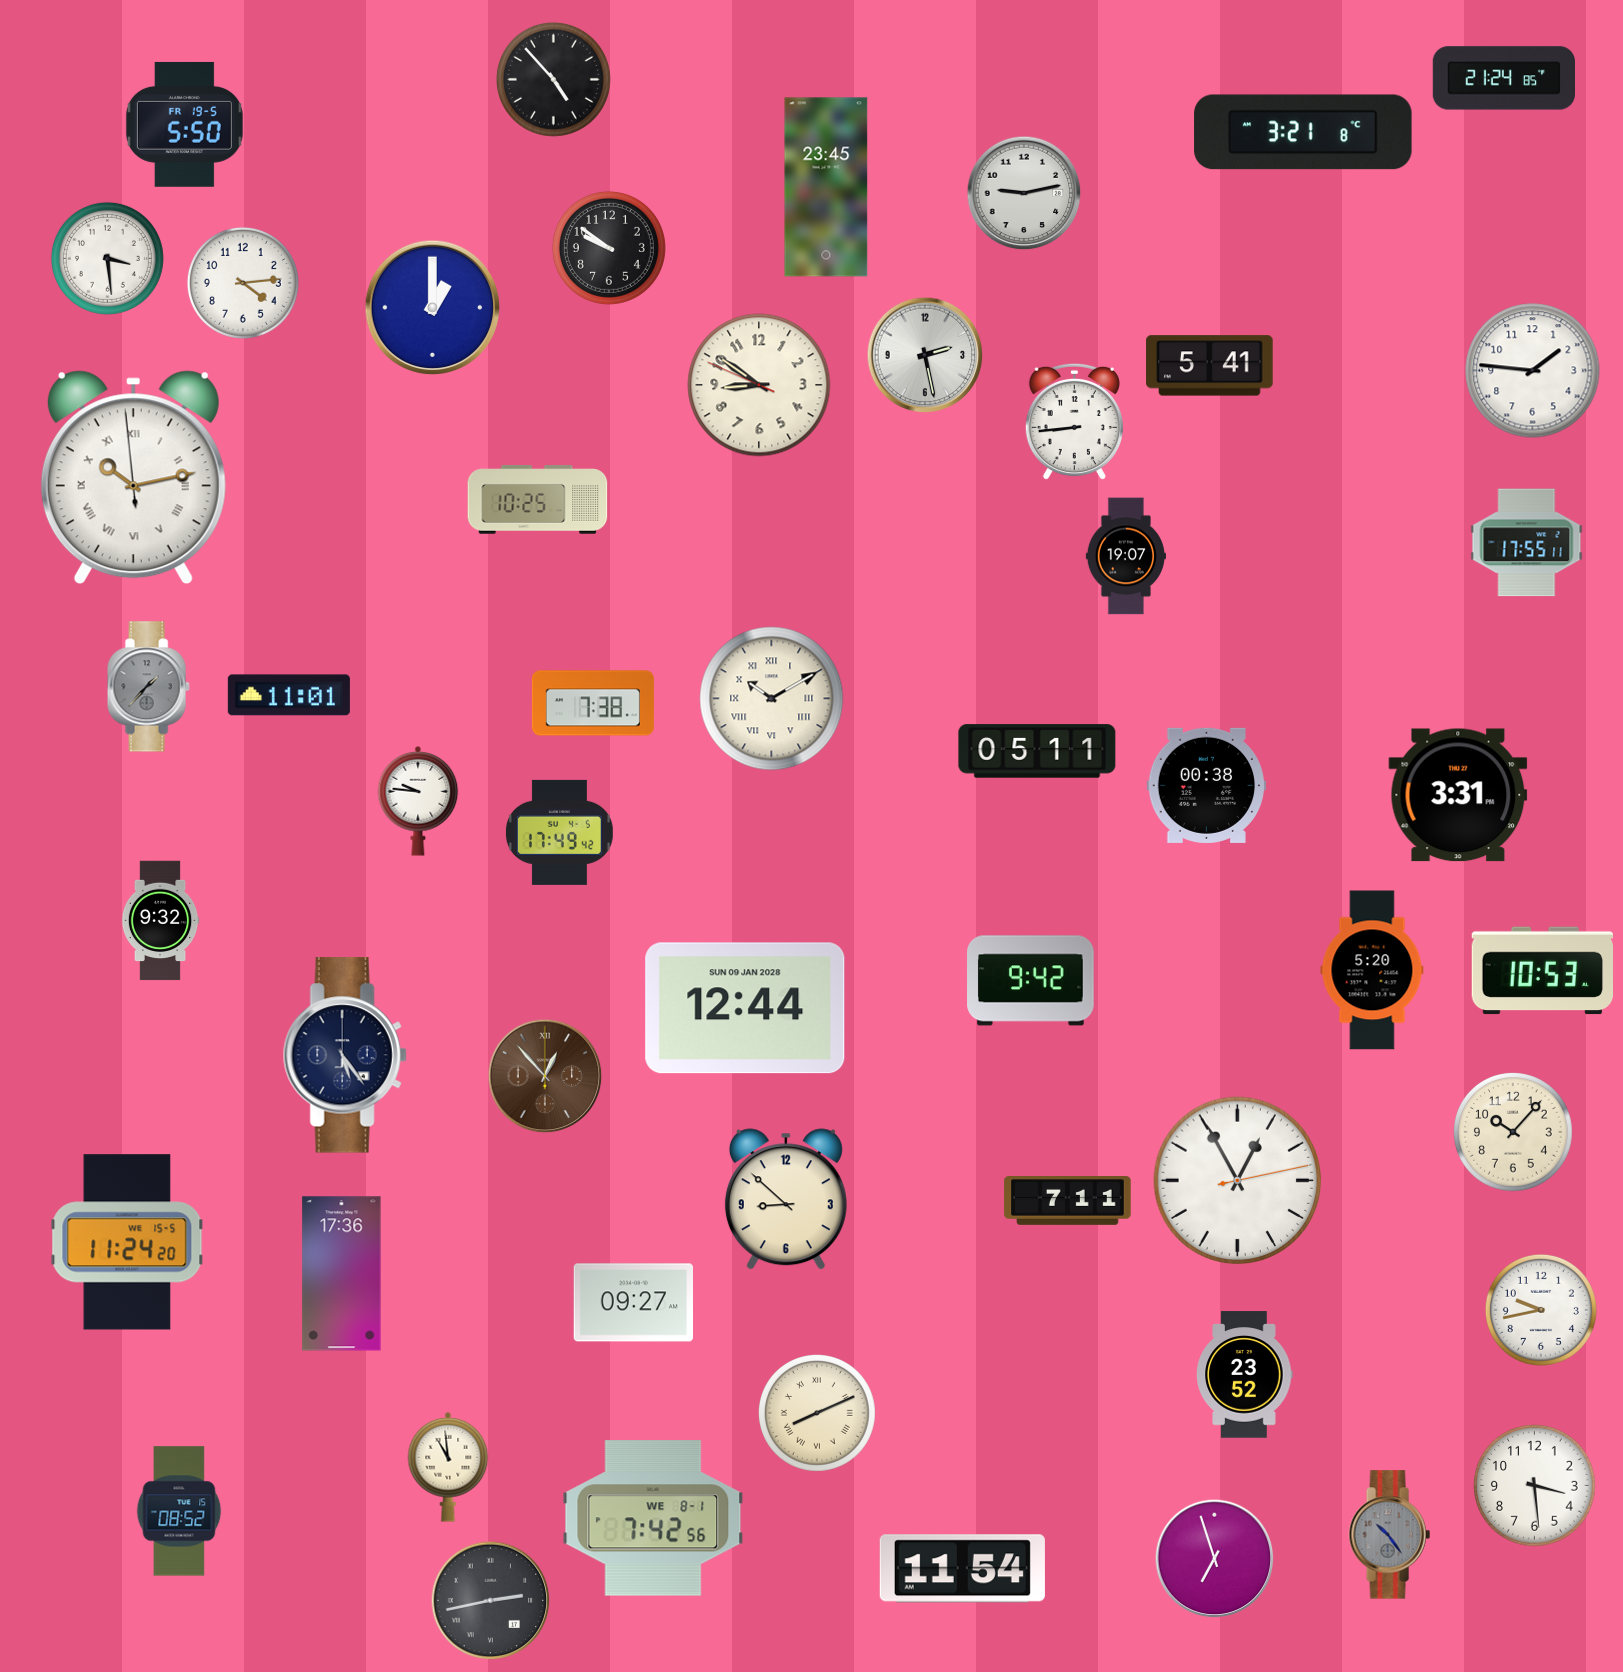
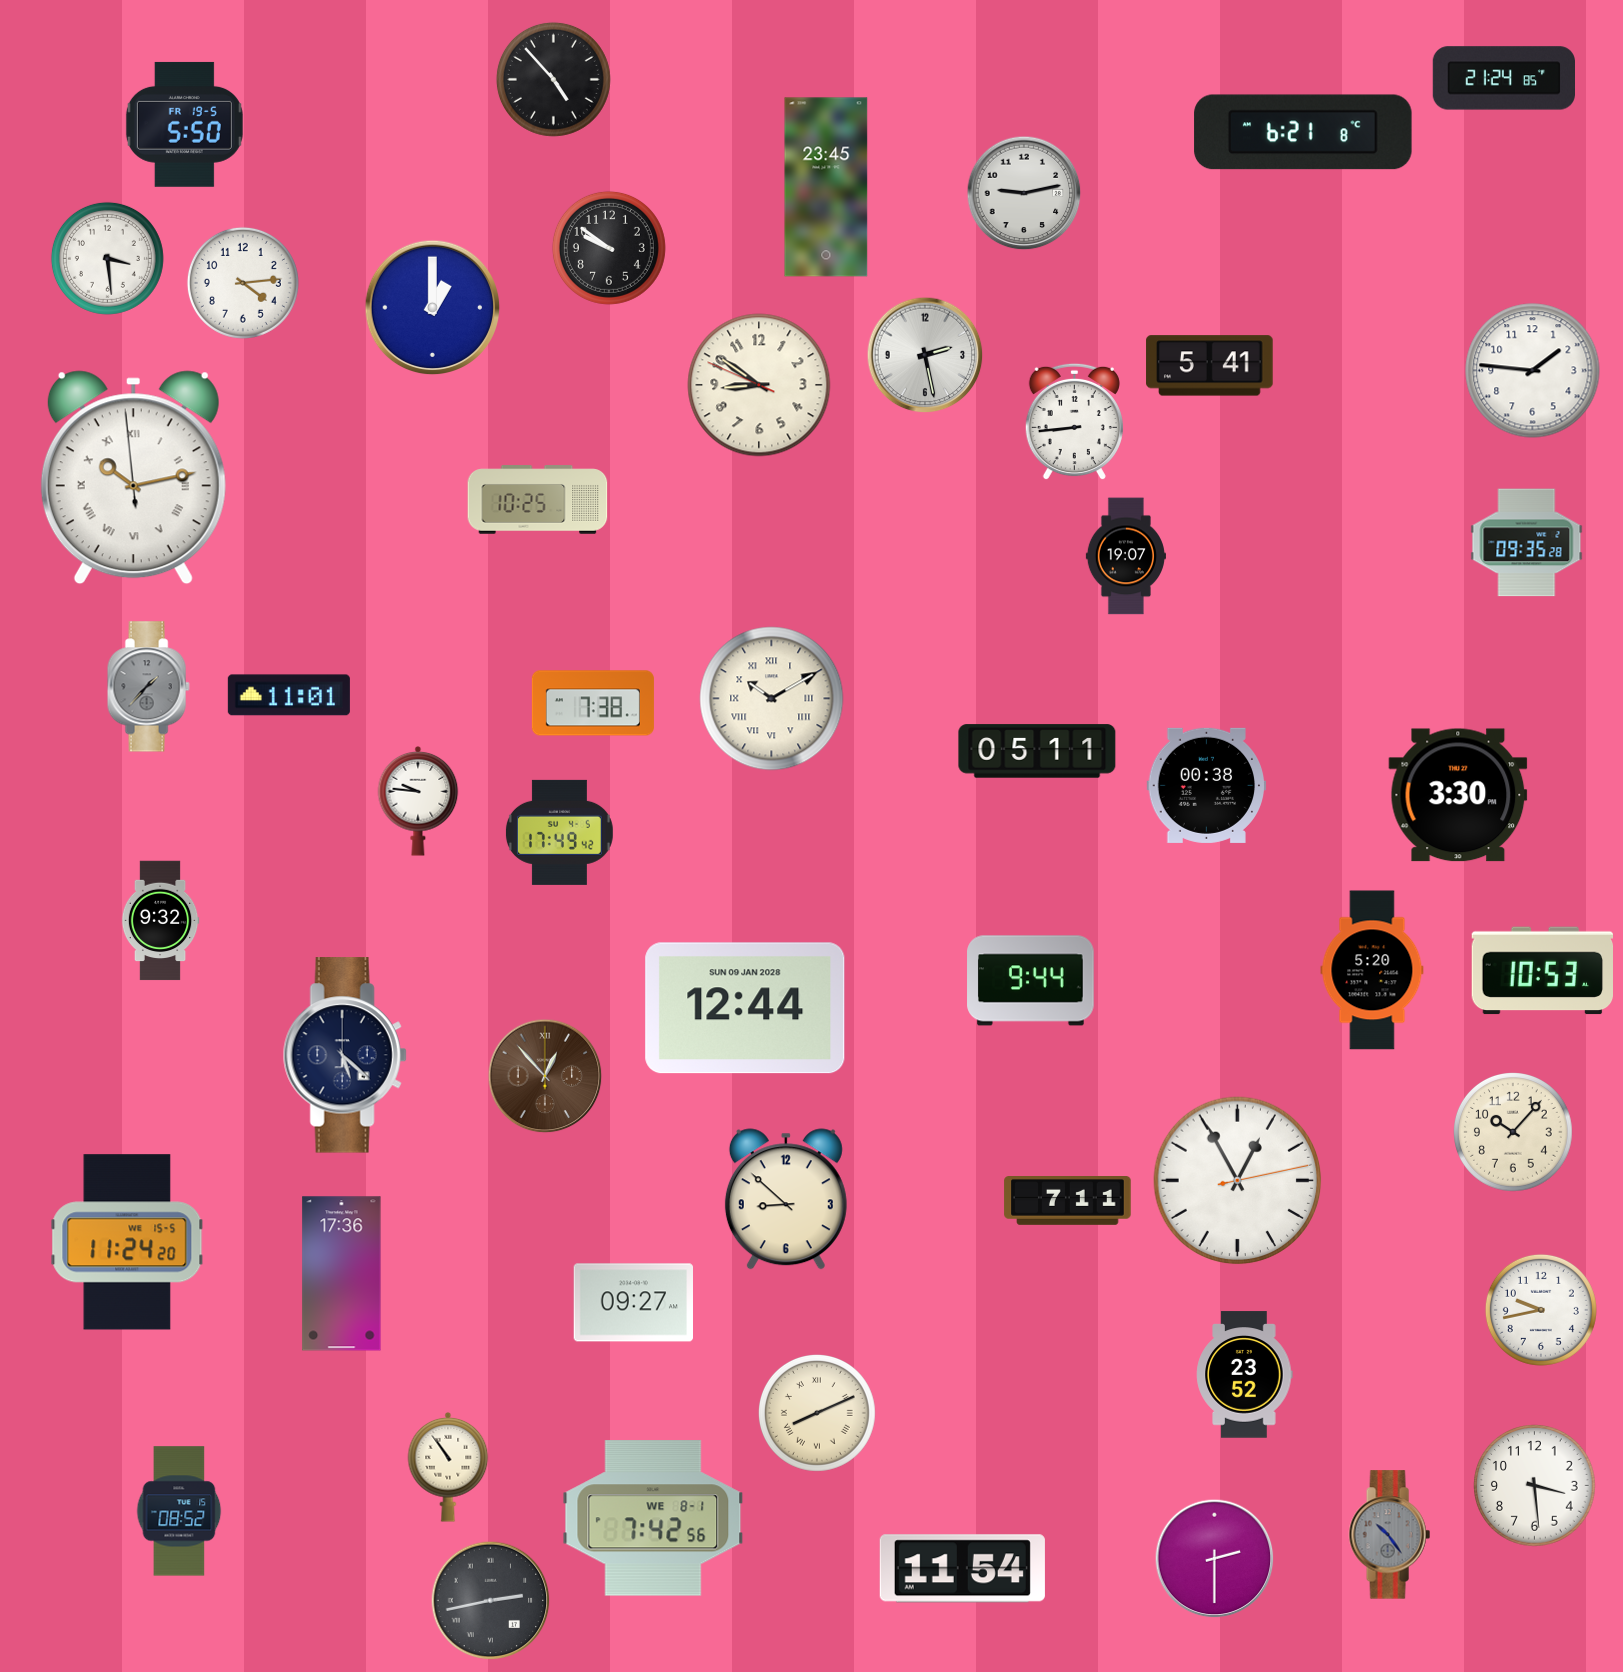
clock at (1303, 132): 3:21 -> 6:21
clock at (1527, 543): 17:55 -> 09:35
clock at (1458, 795): 3:31 -> 3:30
clock at (1031, 981): 9:42 -> 9:44
clock at (345, 1055): 5:24 -> 5:22
clock at (448, 1468): 10:59 -> 10:54
clock at (1215, 1559): 6:57 -> 2:30
